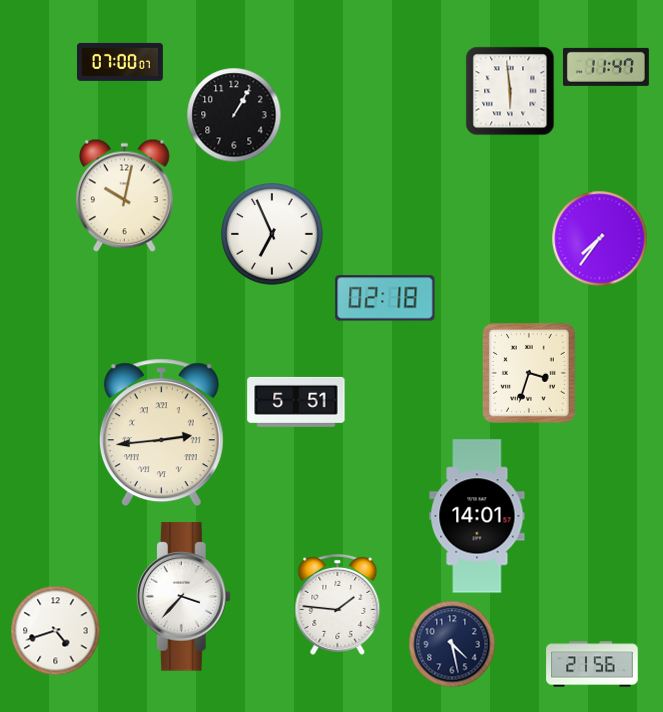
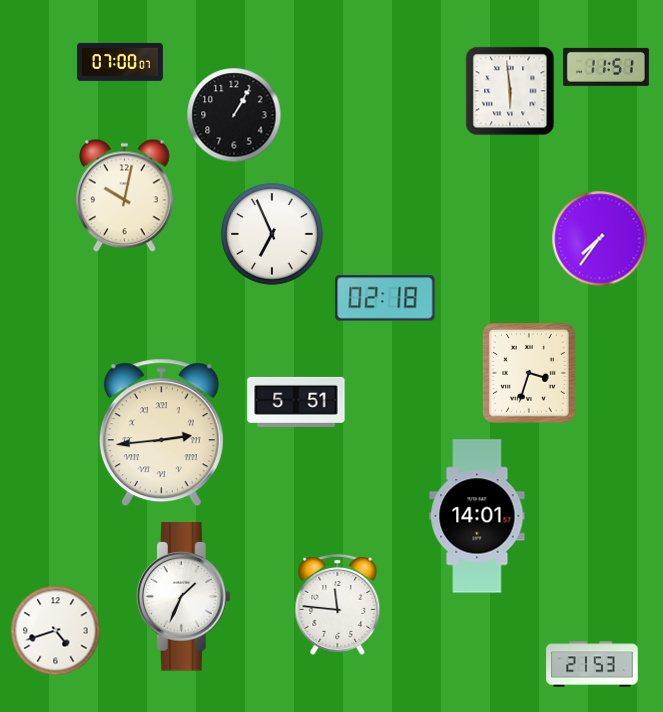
clock at (606, 67): 11:47 -> 11:51
clock at (183, 597): 3:37 -> 1:34
clock at (338, 604): 1:46 -> 11:46
clock at (452, 644): 4:28 -> none
clock at (592, 664): 21:56 -> 21:53
